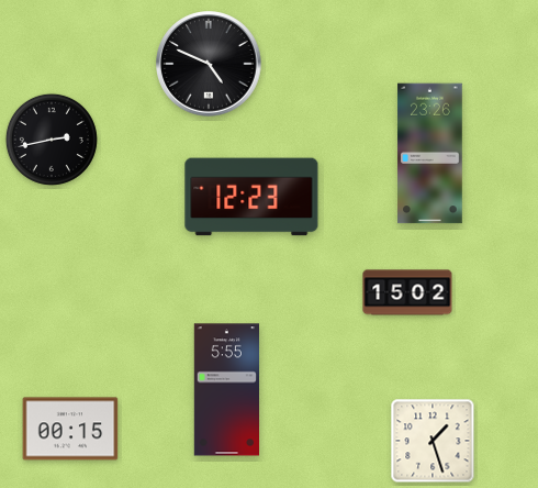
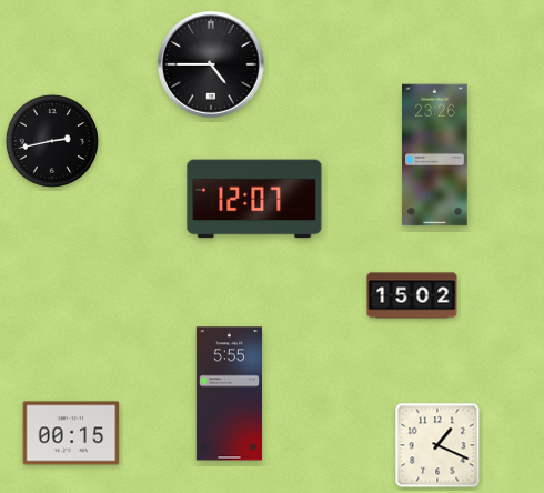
clock at (209, 64): 4:49 -> 4:45
clock at (251, 197): 12:23 -> 12:07
clock at (433, 441): 1:27 -> 1:19
